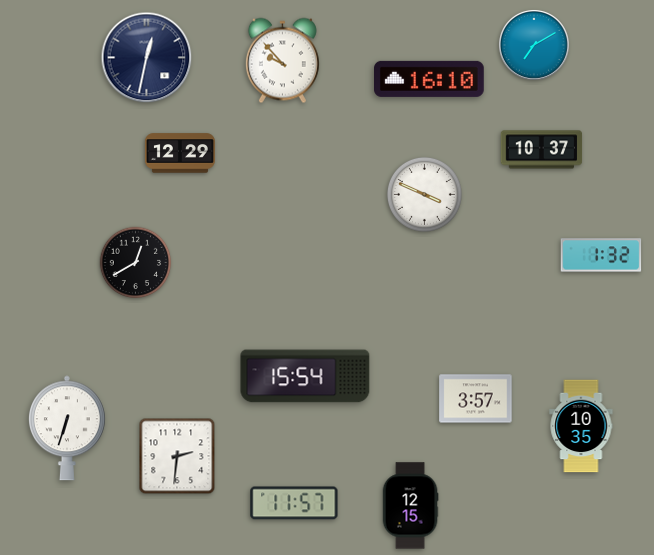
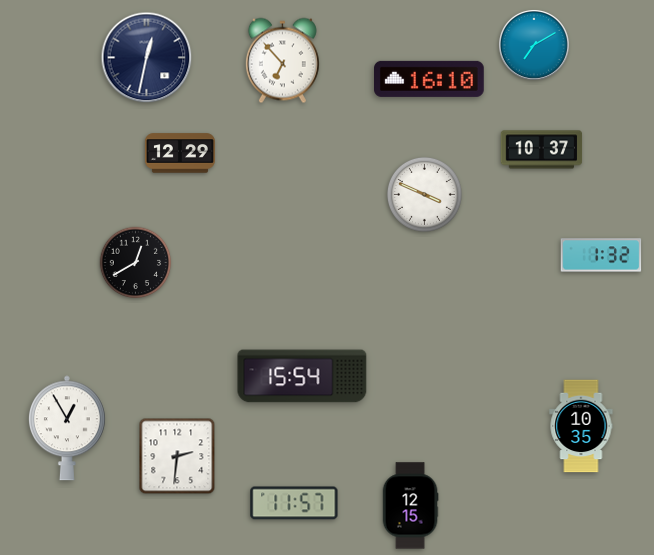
clock at (282, 61): 9:53 -> 6:53
clock at (305, 376) position: (305, 376) -> (302, 376)
clock at (476, 399): 3:57 -> none
clock at (67, 428): 6:33 -> 12:55
